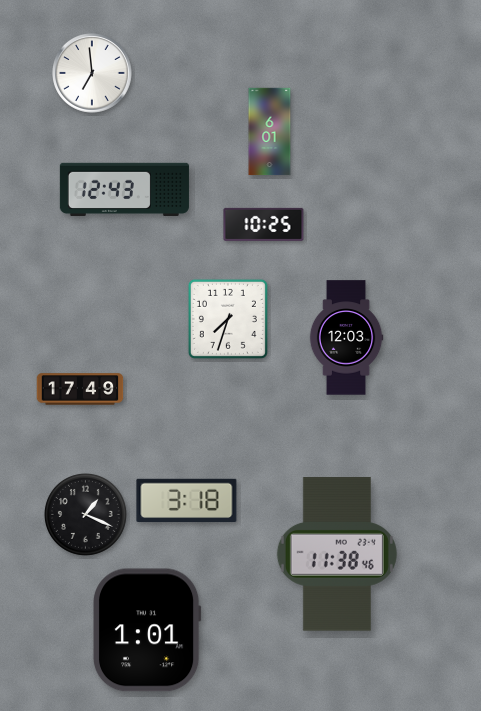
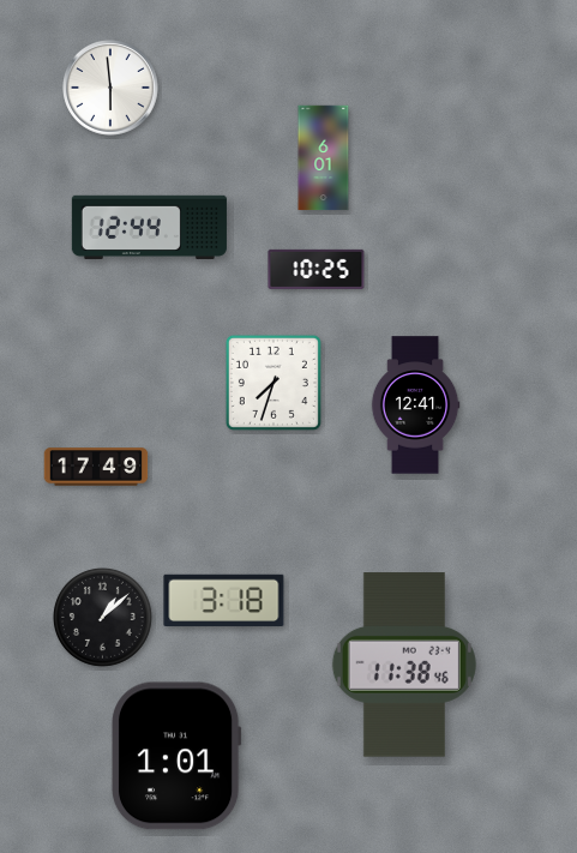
clock at (92, 73): 6:59 -> 5:59
clock at (124, 189): 12:43 -> 12:44
clock at (346, 338): 12:03 -> 12:41
clock at (85, 514): 1:19 -> 1:08
